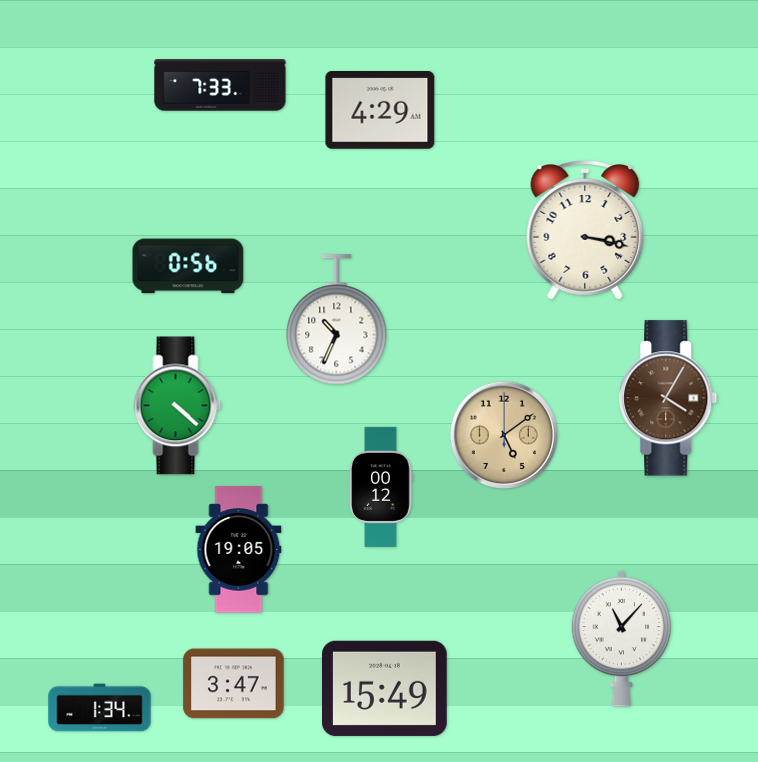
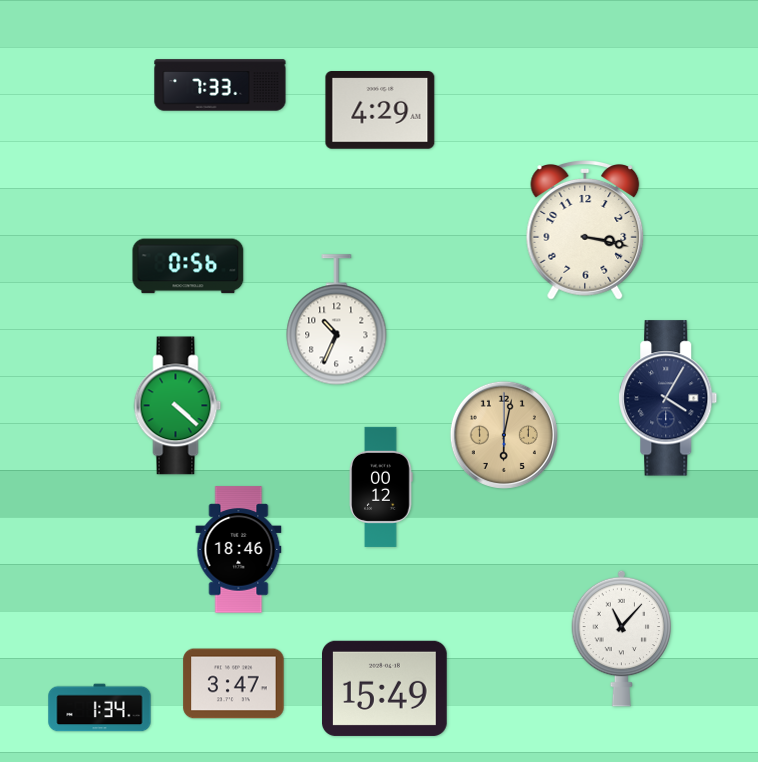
clock at (668, 398) dial: brown -> navy
clock at (504, 435): 5:09 -> 6:02
clock at (239, 550): 19:05 -> 18:46
